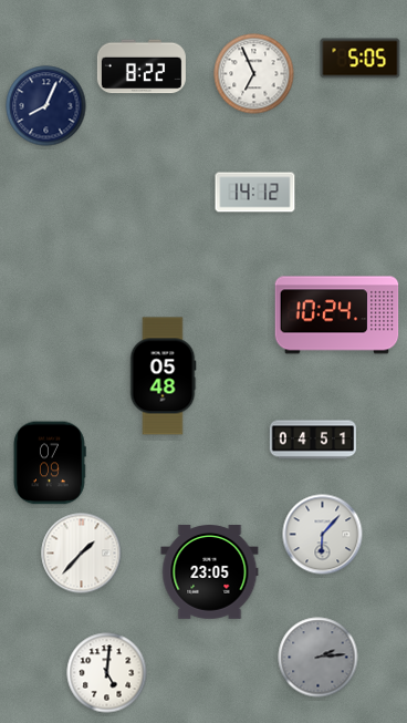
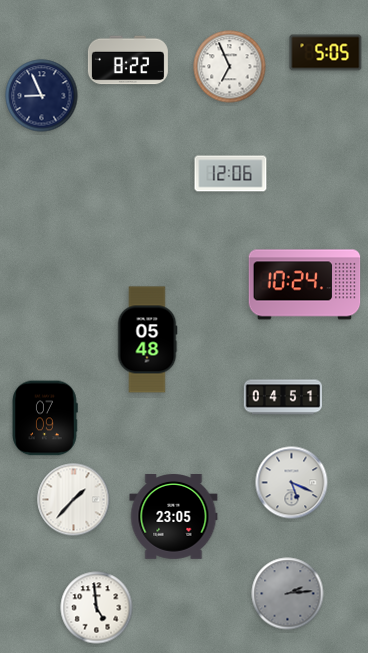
clock at (46, 106): 8:04 -> 8:56
clock at (255, 193): 14:12 -> 12:06
clock at (323, 535): 6:07 -> 5:19
clock at (210, 572) position: (210, 572) -> (174, 517)
clock at (107, 673): 5:01 -> 4:59
